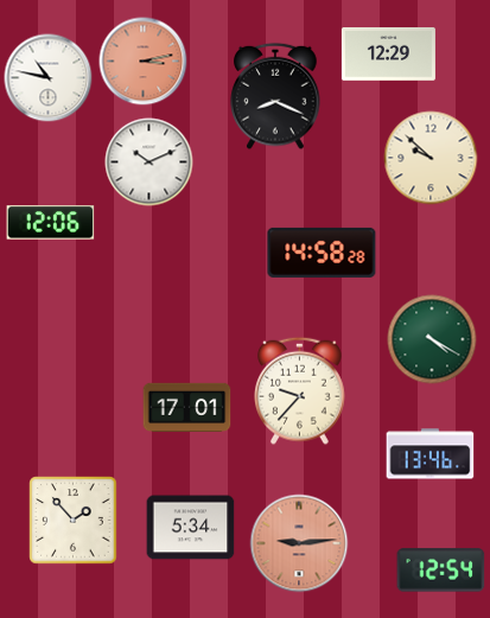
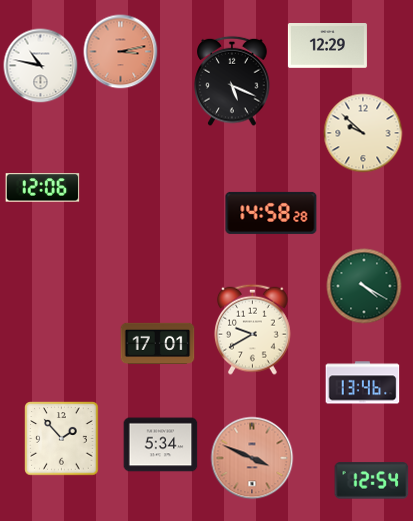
clock at (275, 96): 8:19 -> 5:19
clock at (149, 163): 10:11 -> none
clock at (300, 390): 9:37 -> 9:40
clock at (299, 543): 9:14 -> 3:49
